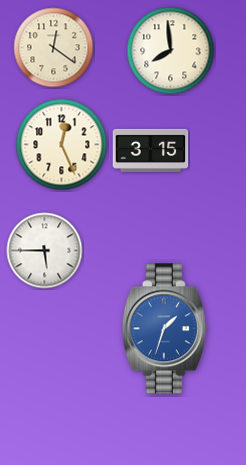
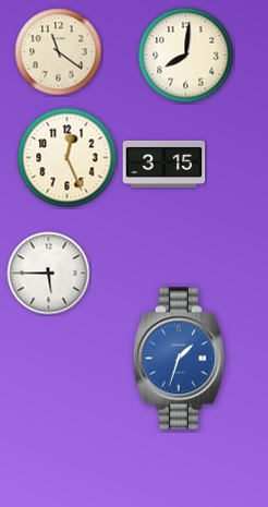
clock at (54, 48): 12:21 -> 11:21
clock at (171, 51): 7:59 -> 8:01
